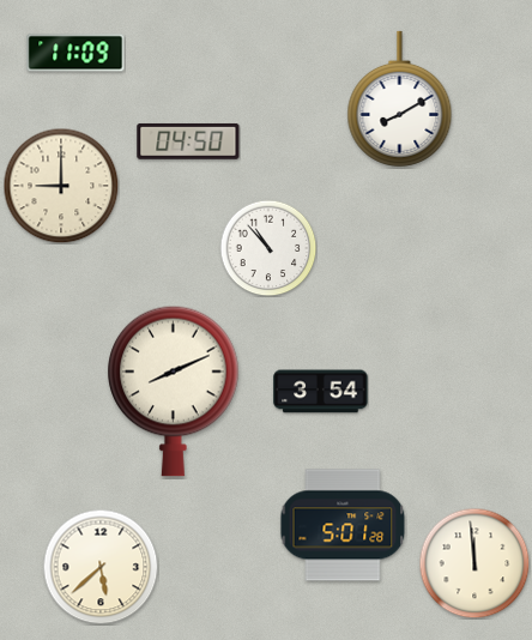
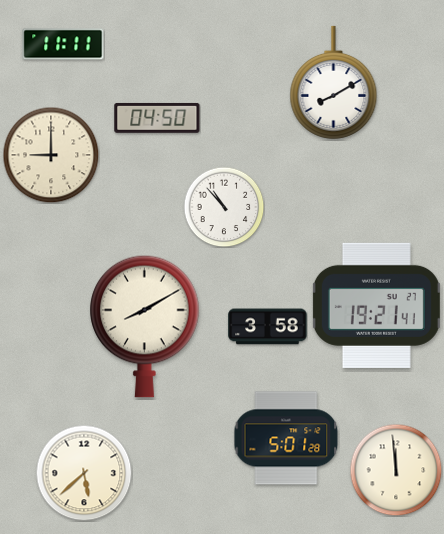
clock at (75, 53): 11:09 -> 11:11
clock at (376, 305): none -> 19:21
clock at (174, 391): 8:11 -> 8:10
clock at (321, 392): 3:54 -> 3:58
